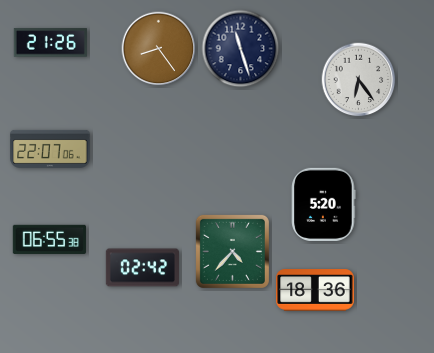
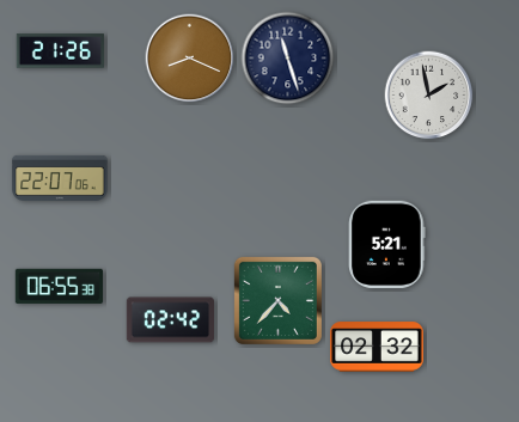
clock at (159, 49): 8:24 -> 8:19
clock at (359, 80): 6:24 -> 1:58
clock at (324, 204): 5:20 -> 5:21
clock at (315, 290): 18:36 -> 02:32
